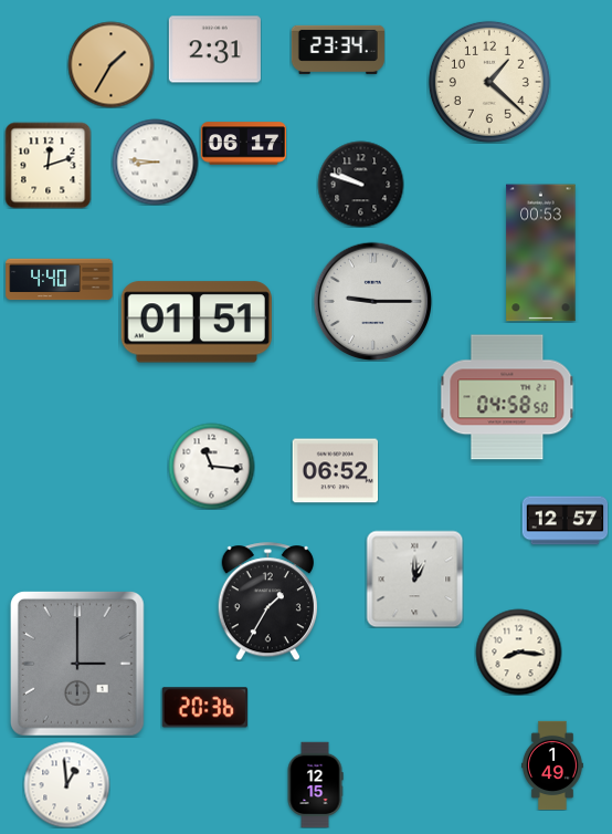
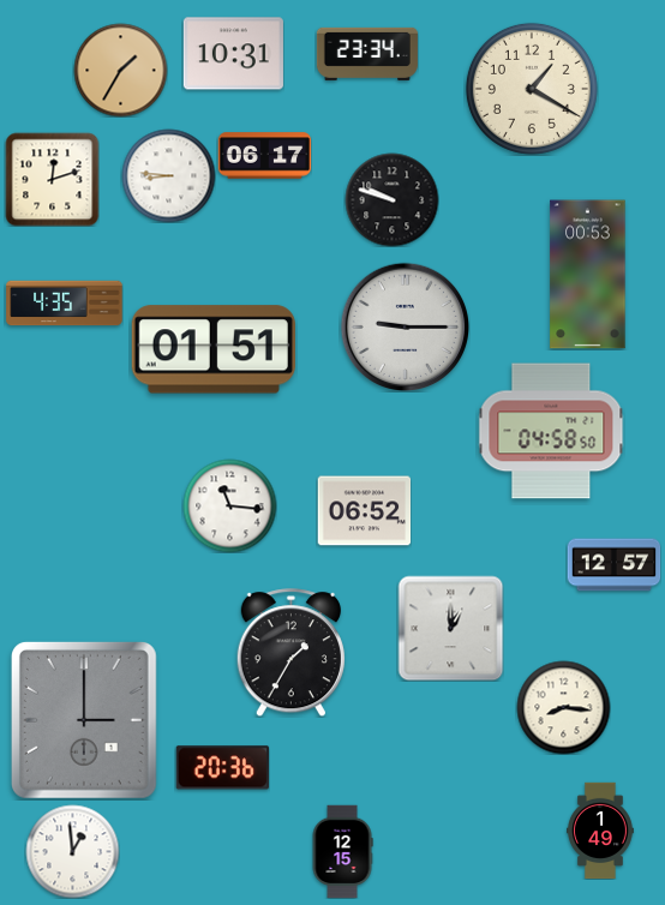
clock at (214, 50): 2:31 -> 10:31
clock at (489, 82): 1:22 -> 1:20
clock at (60, 280): 4:40 -> 4:35
